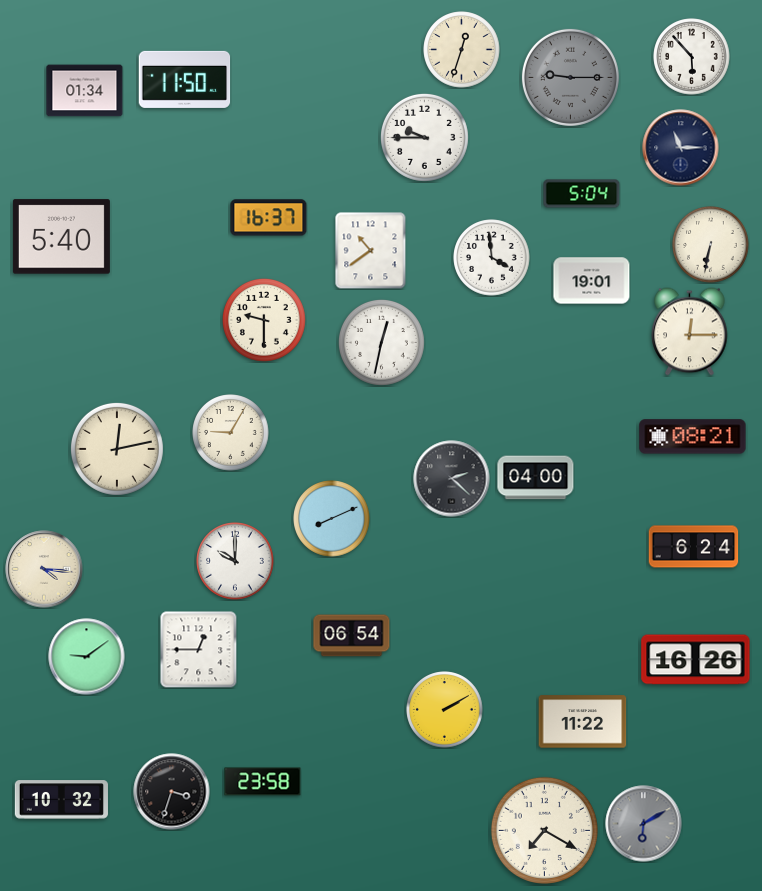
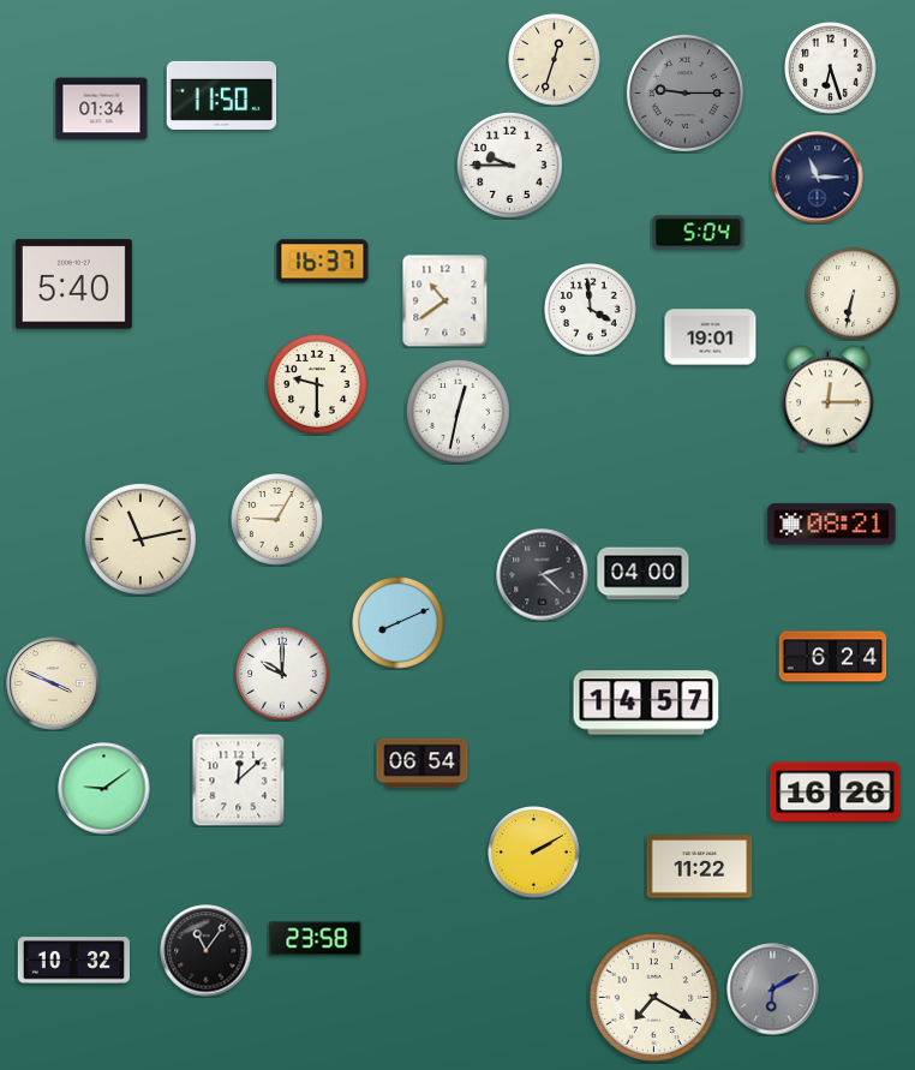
clock at (692, 57): 5:53 -> 6:27
clock at (117, 449): 12:13 -> 11:13
clock at (44, 569): 4:16 -> 3:49
clock at (646, 703): none -> 14:57
clock at (198, 649): 12:45 -> 12:08
clock at (172, 792): 3:33 -> 11:06
